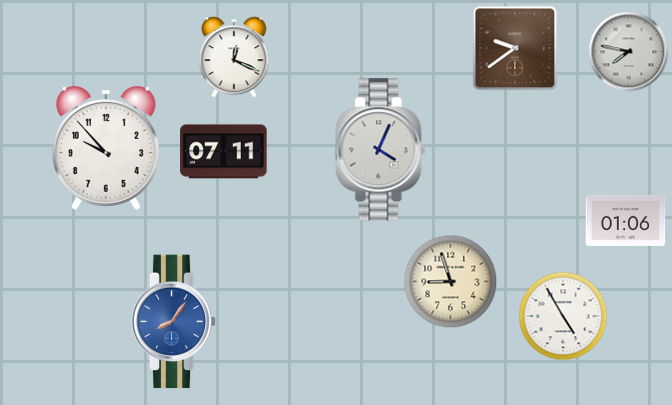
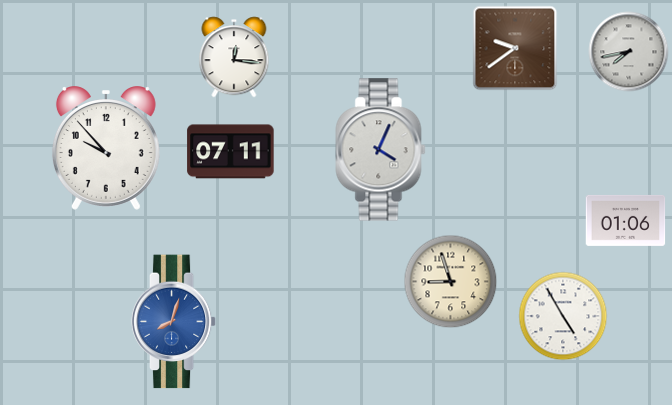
clock at (629, 52): 7:47 -> 7:43
clock at (234, 57): 12:19 -> 12:16
clock at (224, 152) position: (224, 152) -> (231, 152)
clock at (174, 322): 8:06 -> 8:03
